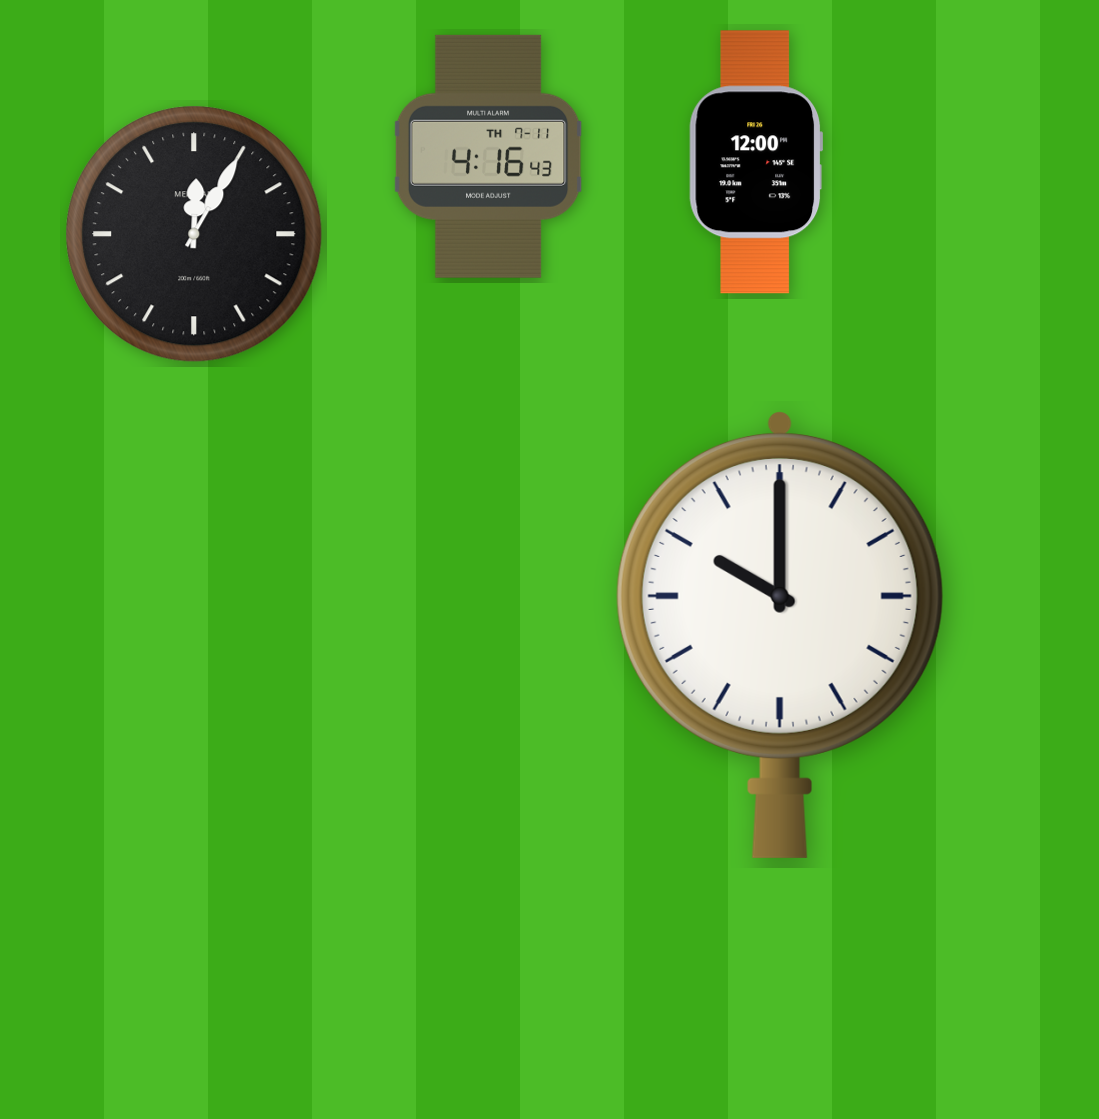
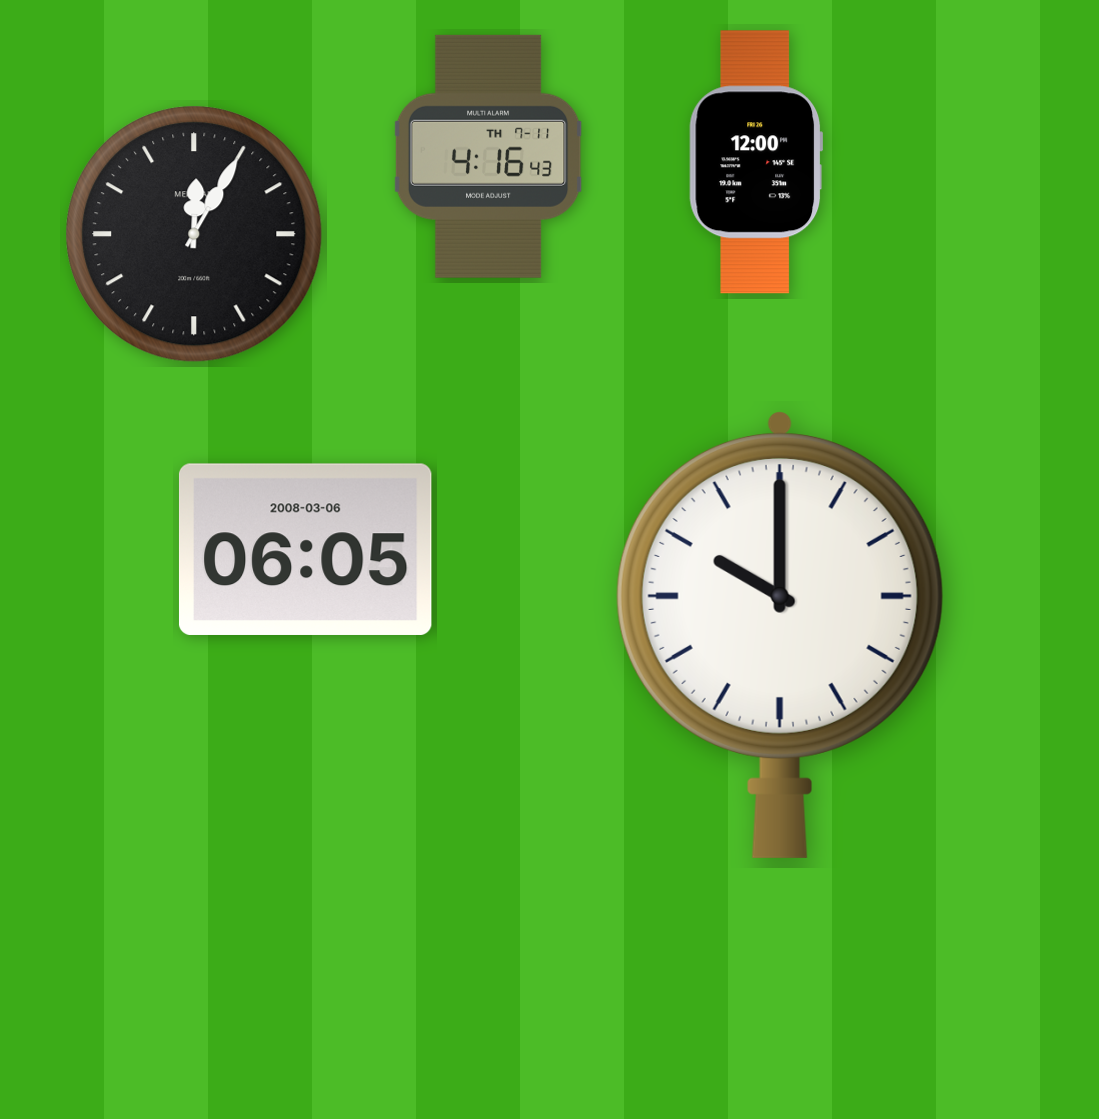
clock at (305, 549): none -> 06:05
